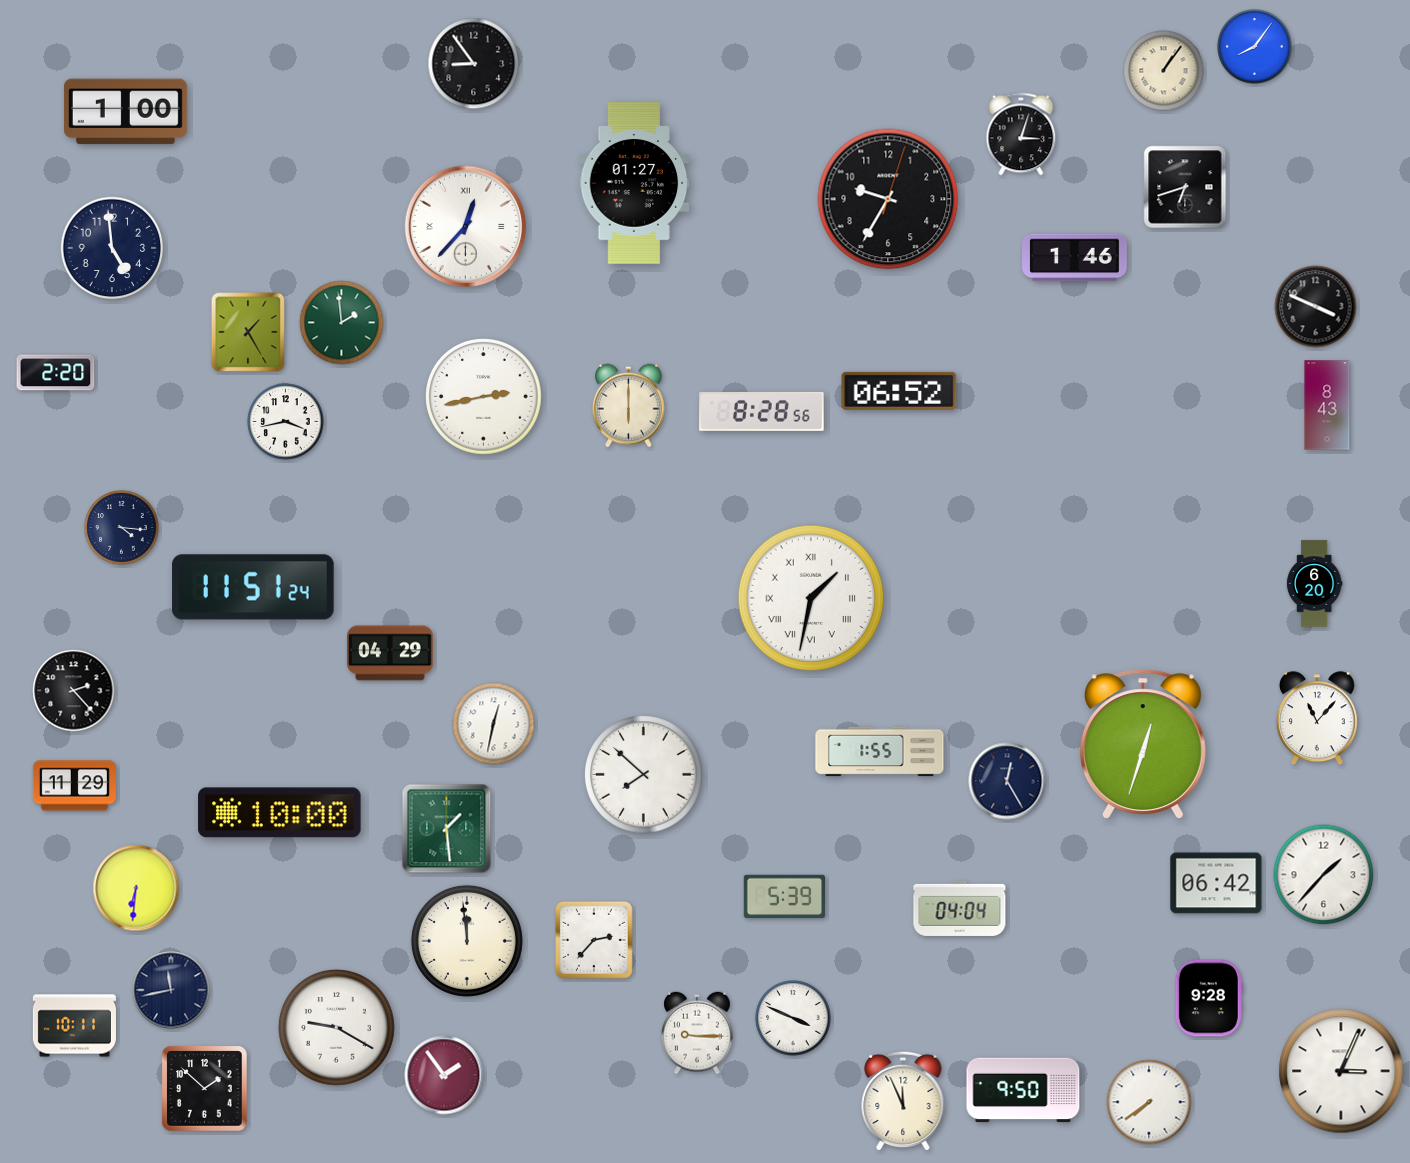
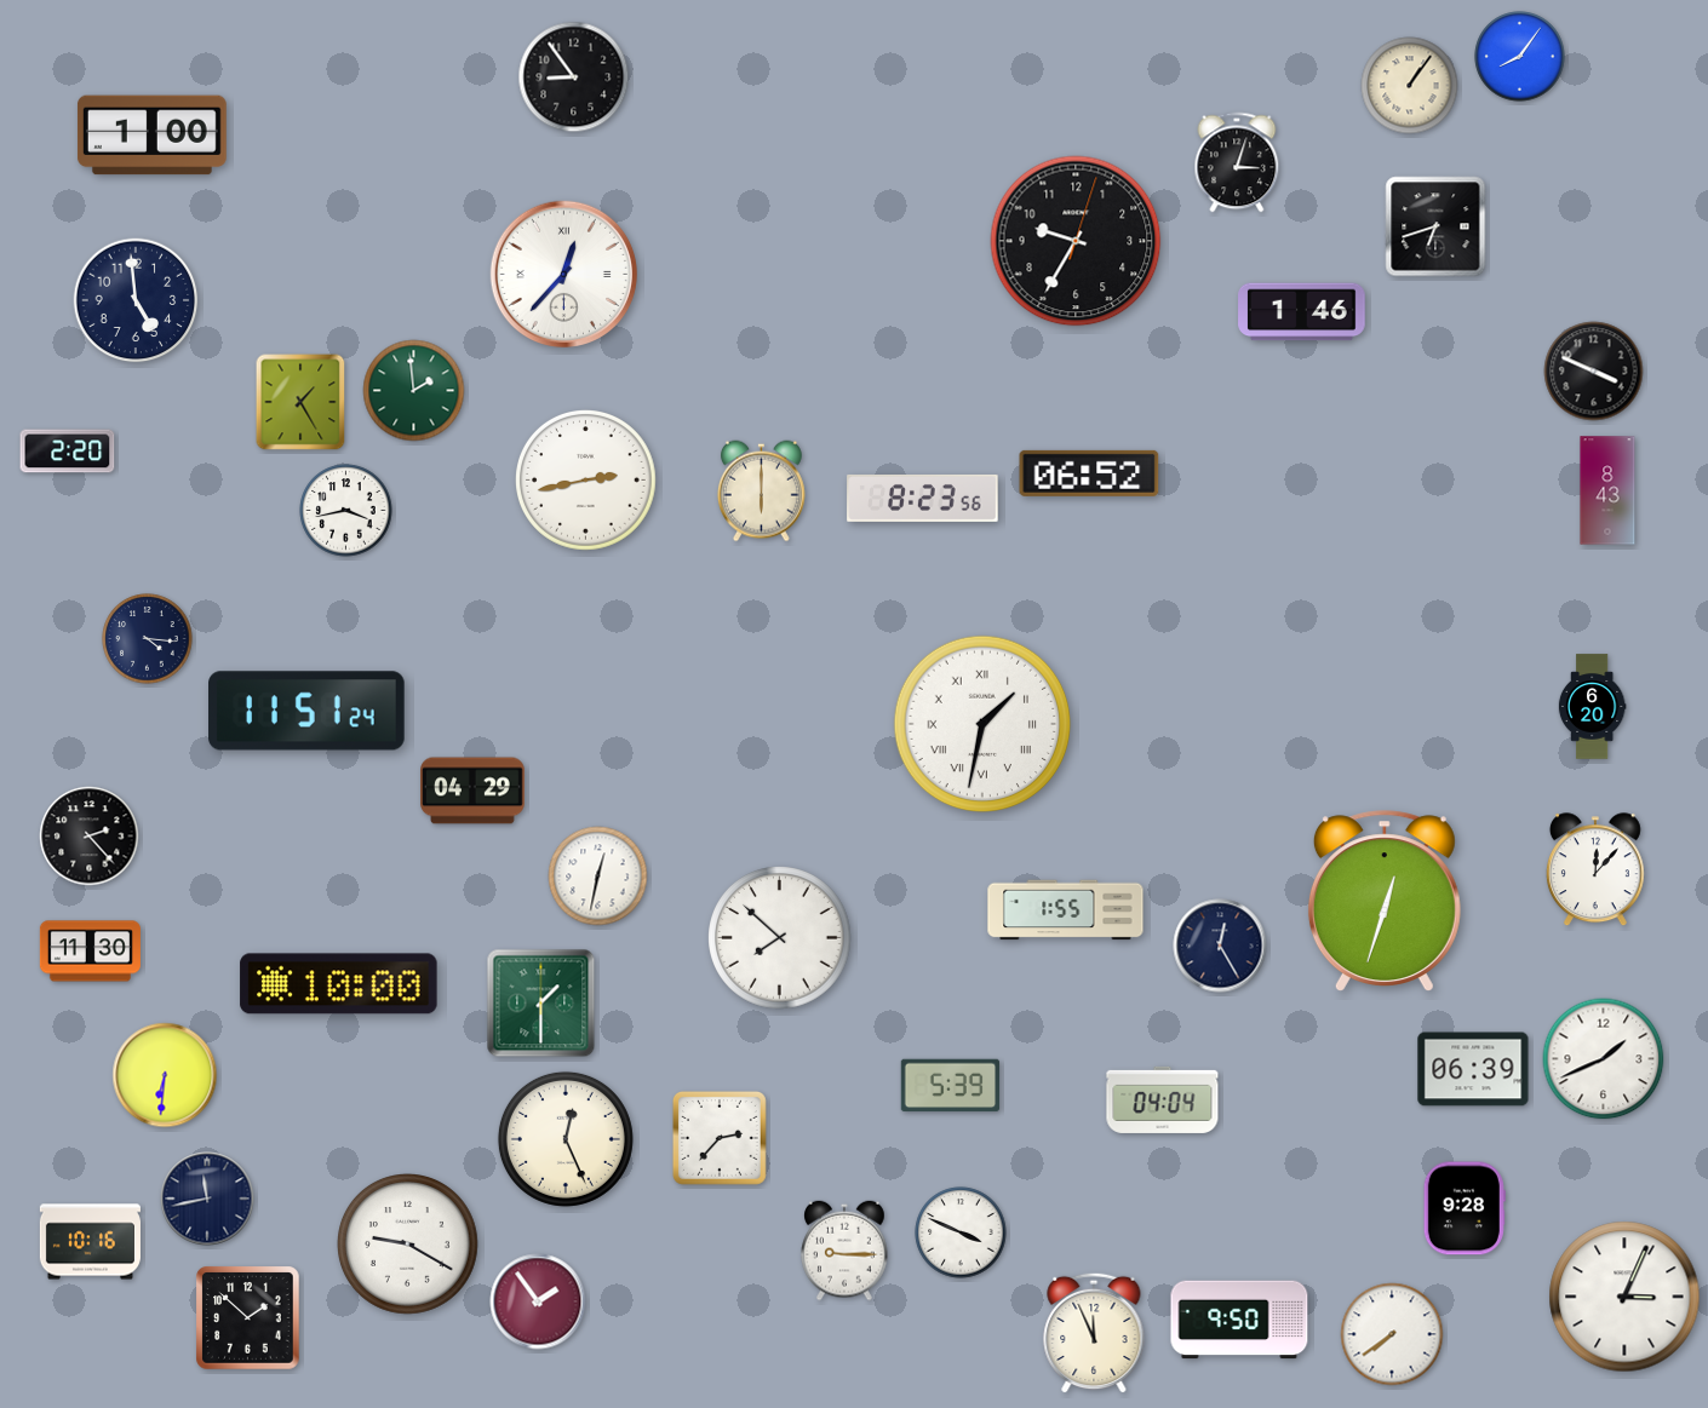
clock at (634, 183): 01:27 -> none
clock at (762, 411): 8:28 -> 8:23
clock at (1317, 719): 11:07 -> 12:07
clock at (74, 786): 11:29 -> 11:30
clock at (447, 829): 1:29 -> 1:30
clock at (1324, 875): 1:37 -> 1:41
clock at (1216, 883): 06:42 -> 06:39
clock at (467, 941): 11:59 -> 12:26
clock at (74, 1026): 10:11 -> 10:16
